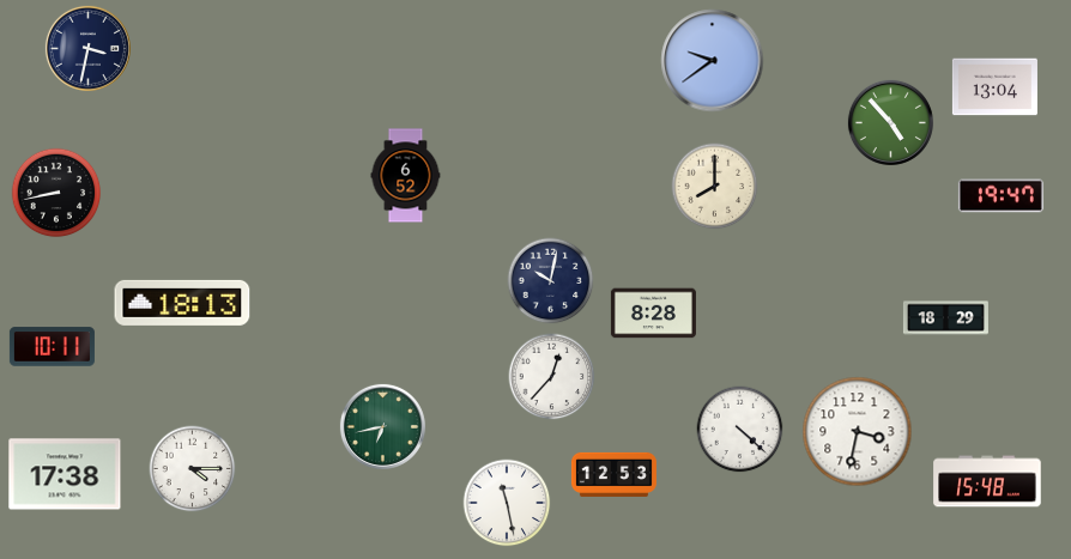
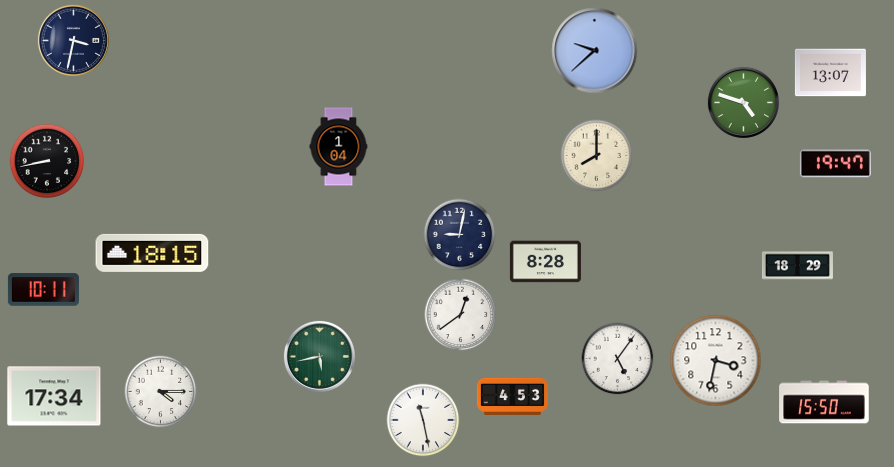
clock at (713, 61): 9:39 -> 9:38
clock at (994, 87): 13:04 -> 13:07
clock at (890, 122): 4:53 -> 4:48
clock at (406, 176): 6:52 -> 1:04
clock at (551, 281): 10:02 -> 9:02
clock at (182, 303): 18:13 -> 18:15
clock at (945, 318) position: (945, 318) -> (797, 266)
clock at (552, 377): 12:37 -> 12:39
clock at (382, 426): 6:43 -> 5:43
clock at (740, 430): 4:22 -> 5:06
clock at (65, 474): 17:38 -> 17:34
clock at (613, 474): 12:53 -> 4:53
clock at (987, 481): 15:48 -> 15:50
